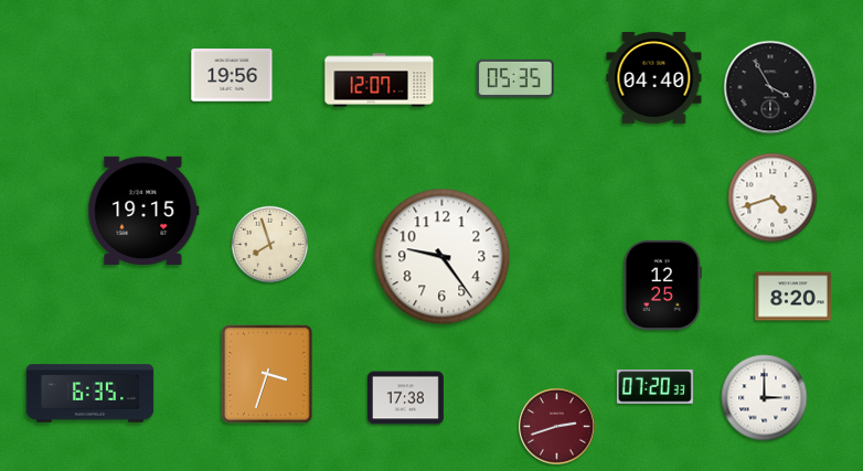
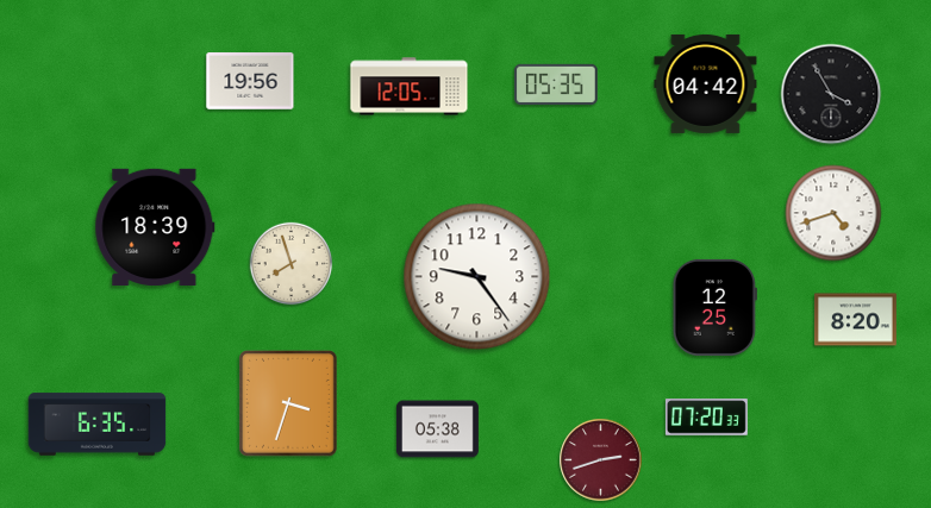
clock at (654, 77): 04:40 -> 04:42
clock at (380, 81): 12:07 -> 12:05
clock at (143, 211): 19:15 -> 18:39
clock at (405, 398): 17:38 -> 05:38
clock at (765, 398): 3:00 -> none
